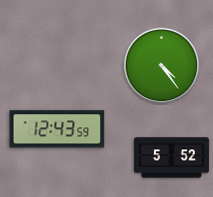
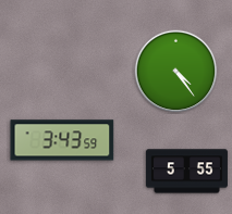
clock at (57, 129): 12:43 -> 3:43
clock at (171, 158): 5:52 -> 5:55
